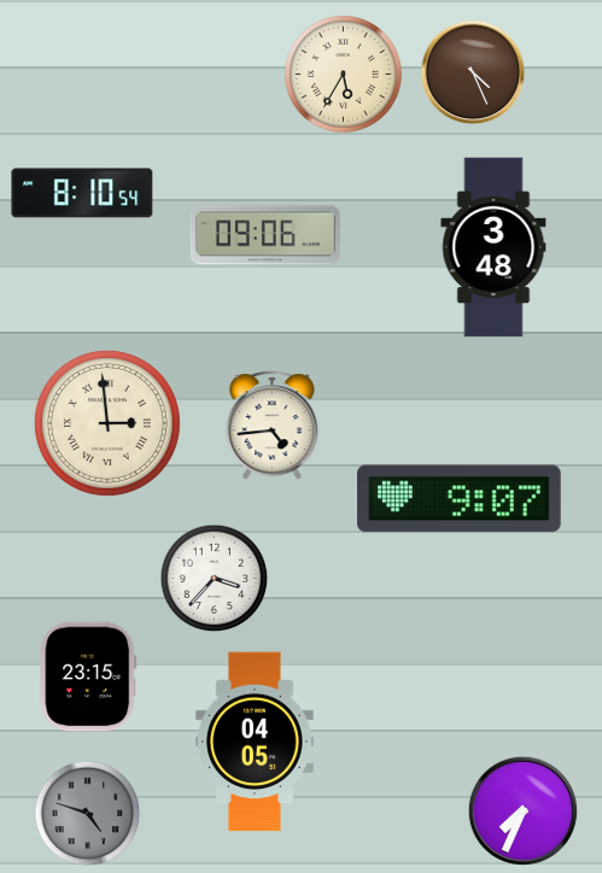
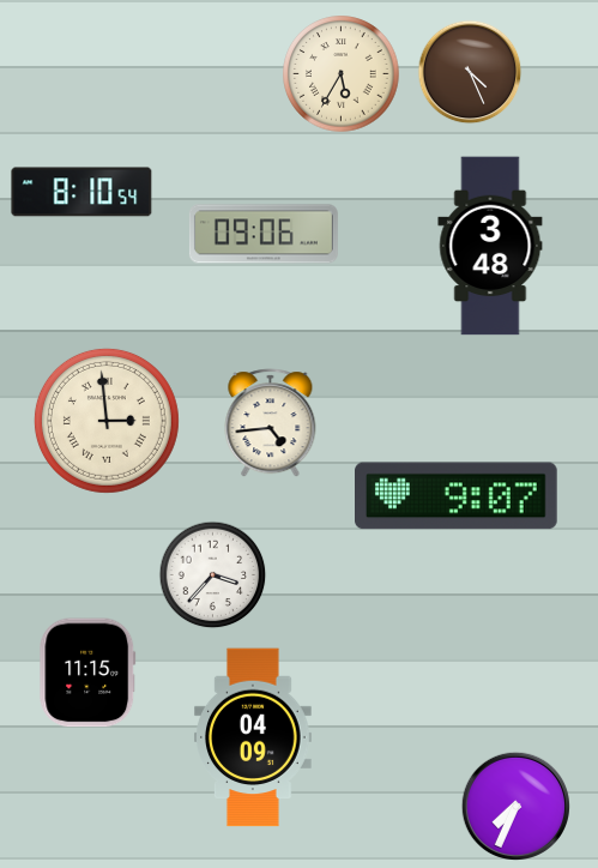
clock at (88, 676): 23:15 -> 11:15
clock at (256, 742): 04:05 -> 04:09
clock at (522, 810) position: (522, 810) -> (515, 806)
clock at (88, 814): 4:48 -> none
